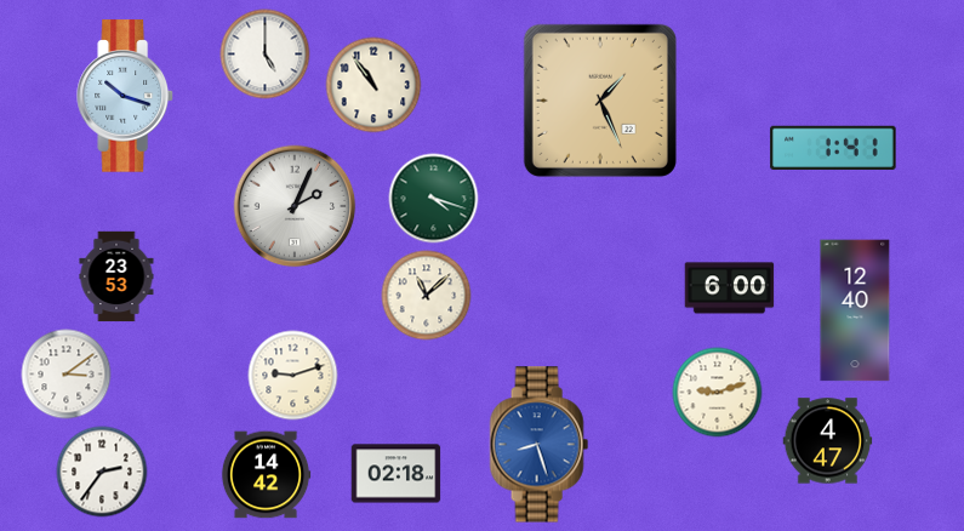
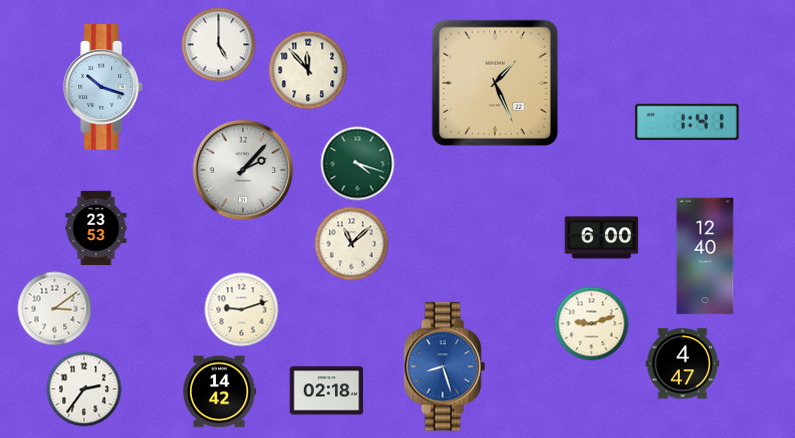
clock at (373, 85): 10:54 -> 11:53
clock at (126, 96) position: (126, 96) -> (104, 87)
clock at (295, 206): 2:04 -> 2:07
